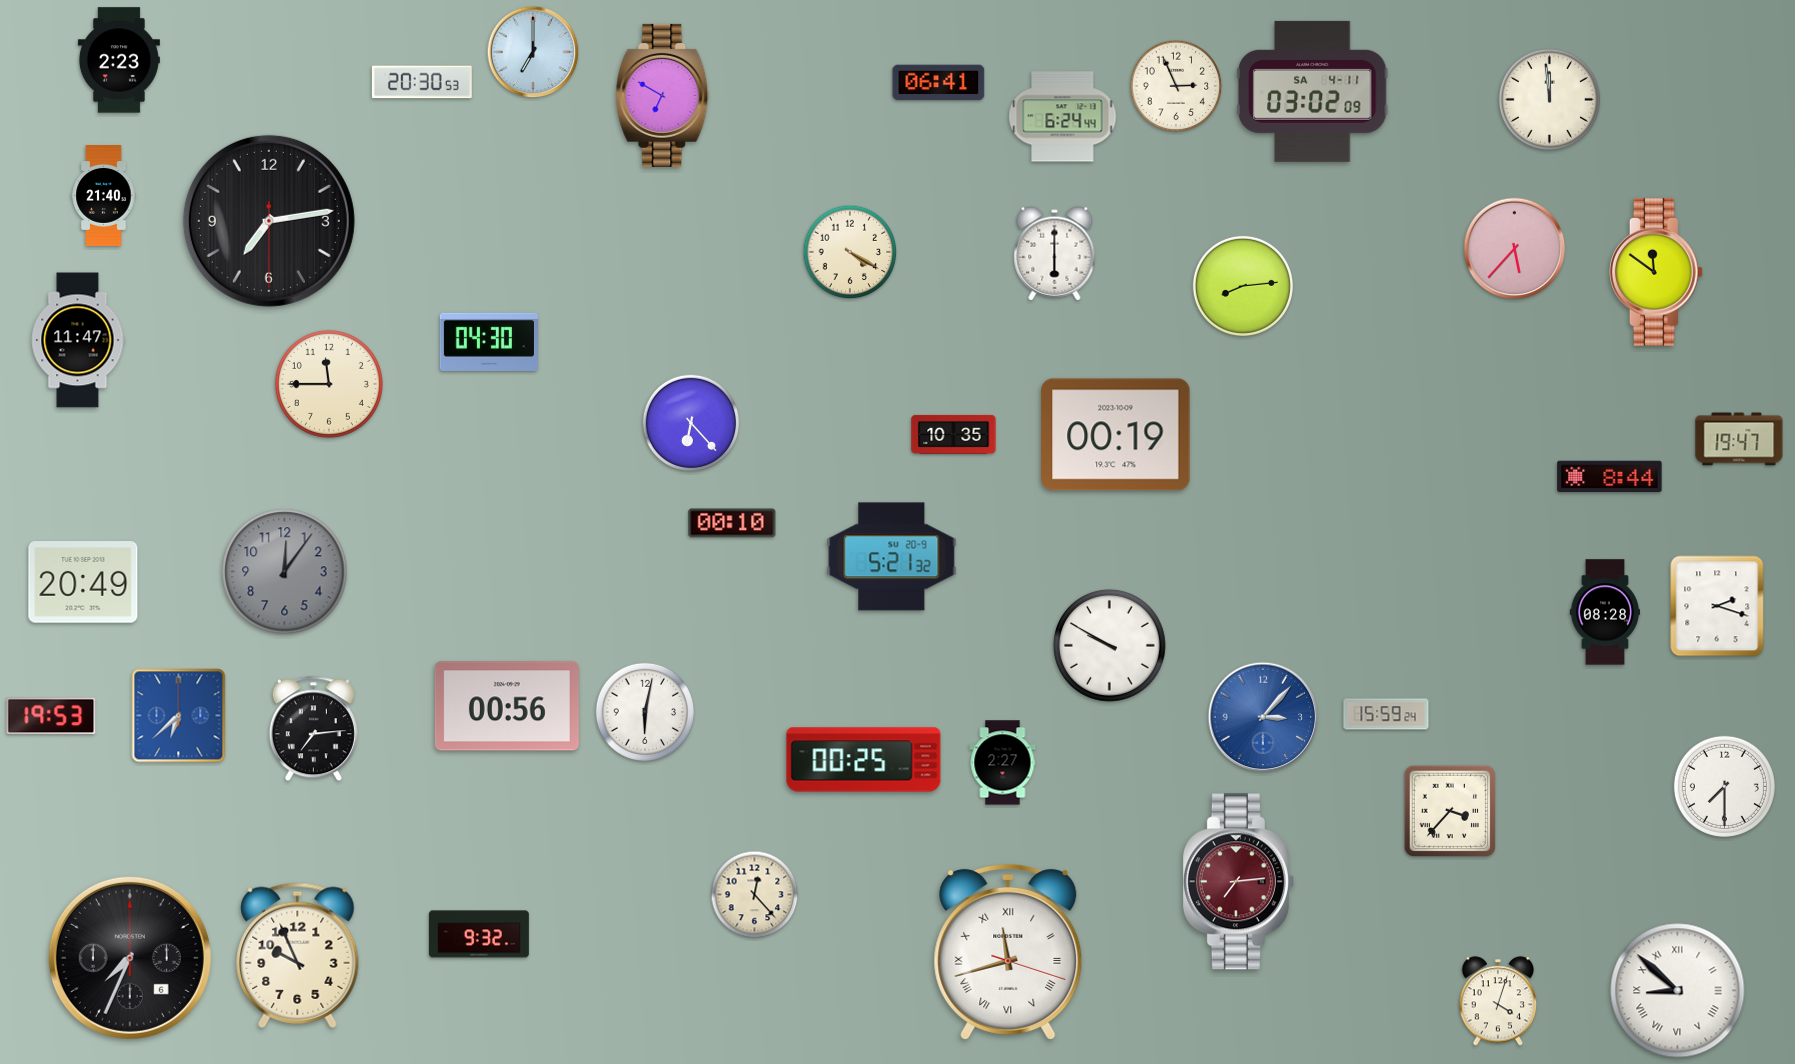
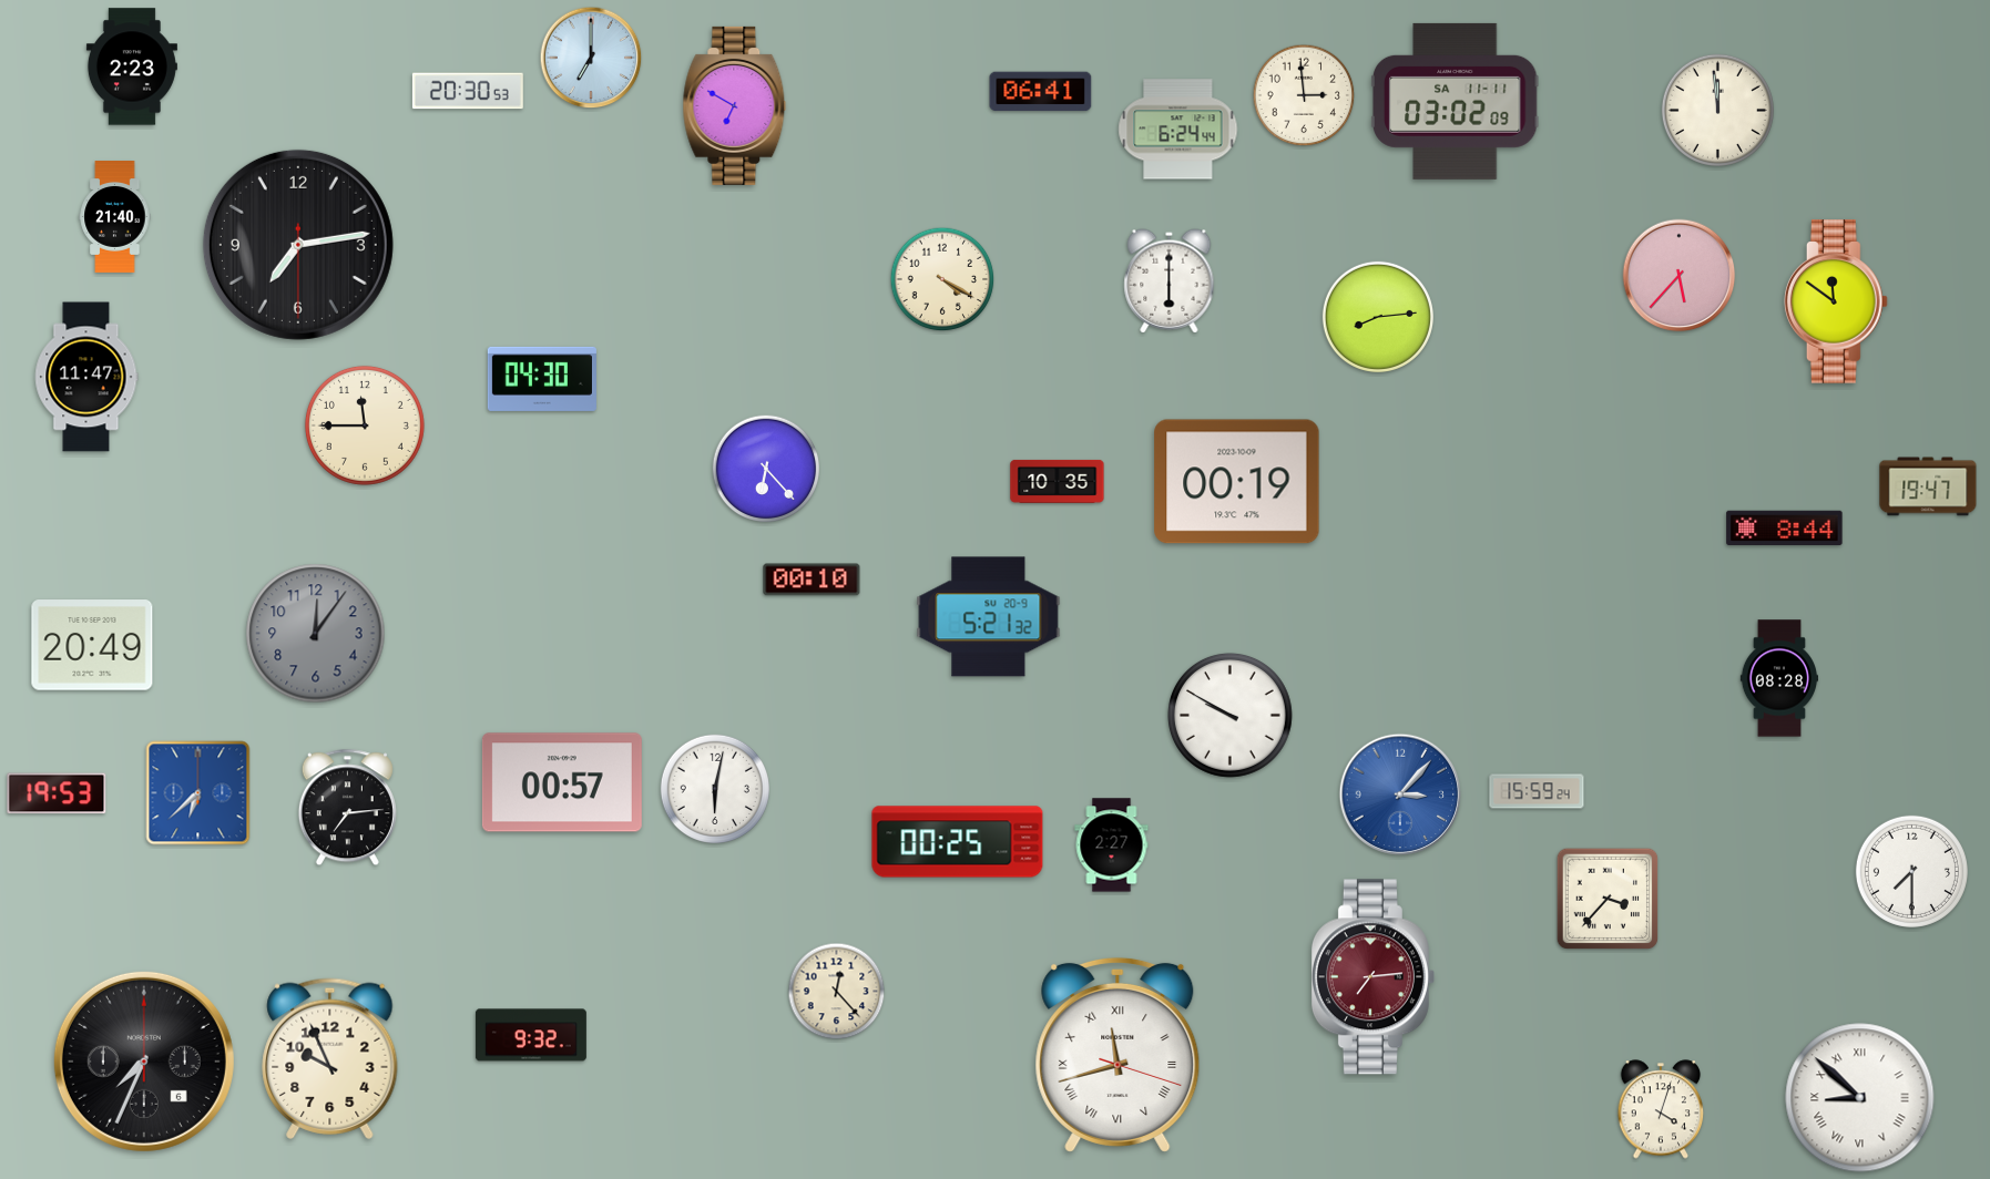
clock at (1176, 86): 2:56 -> 2:59
clock at (1312, 91) date: SA 4-11 -> SA 11-11
clock at (1717, 606): 2:18 -> none
clock at (507, 706): 00:56 -> 00:57
